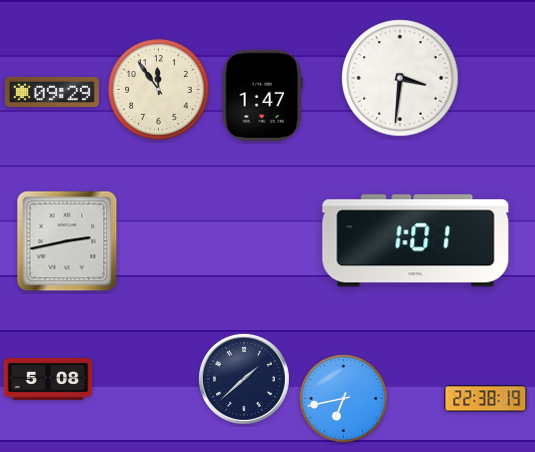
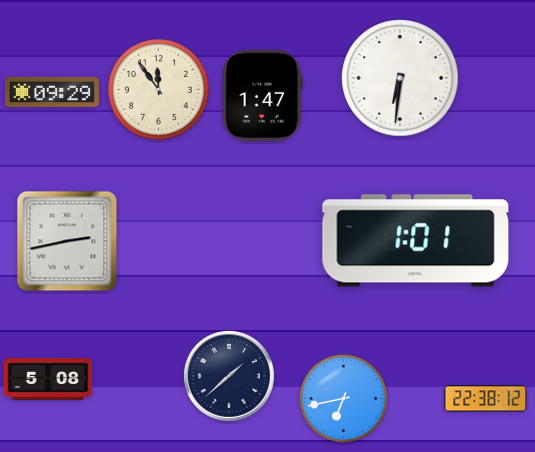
clock at (400, 78): 3:31 -> 6:31
clock at (244, 379) position: (244, 379) -> (229, 376)
clock at (486, 399): 22:38:19 -> 22:38:12
